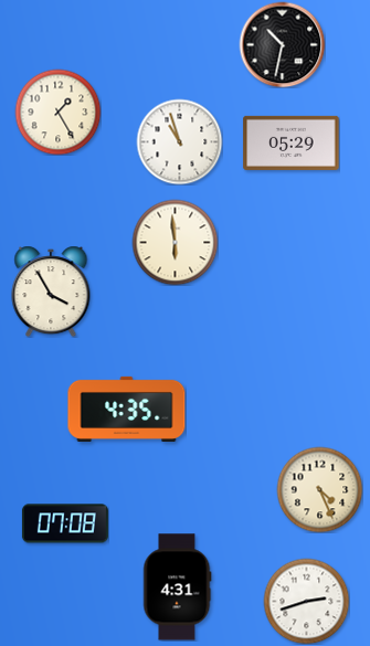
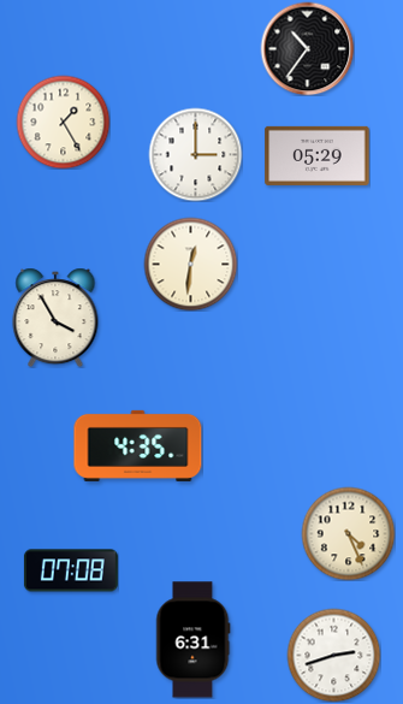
clock at (282, 44): 10:32 -> 10:36
clock at (179, 141): 10:57 -> 3:00
clock at (175, 242): 5:59 -> 12:31
clock at (177, 587): 4:31 -> 6:31
